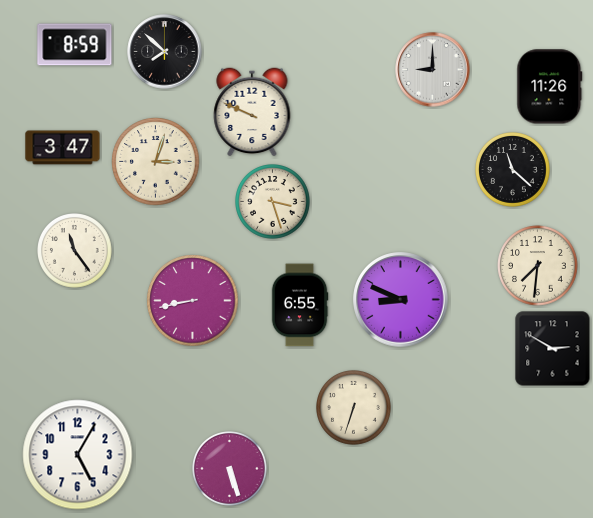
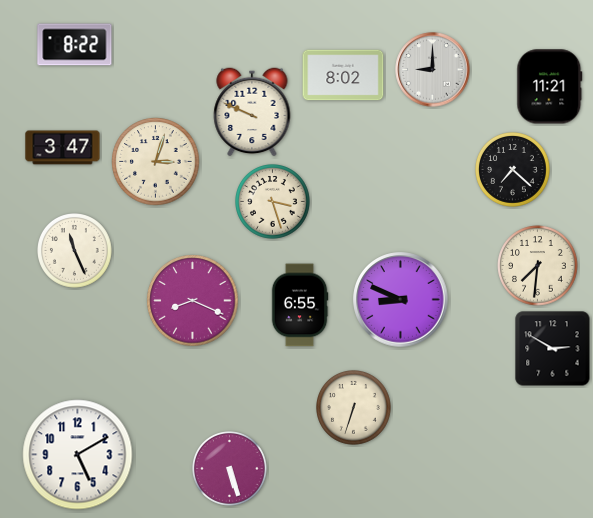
clock at (75, 45): 8:59 -> 8:22
clock at (165, 52): 7:52 -> none
clock at (343, 75): none -> 8:02
clock at (550, 87): 11:26 -> 11:21
clock at (513, 170): 11:22 -> 7:22
clock at (75, 251): 11:24 -> 11:26
clock at (193, 301): 8:43 -> 8:19
clock at (78, 455): 5:05 -> 5:10
